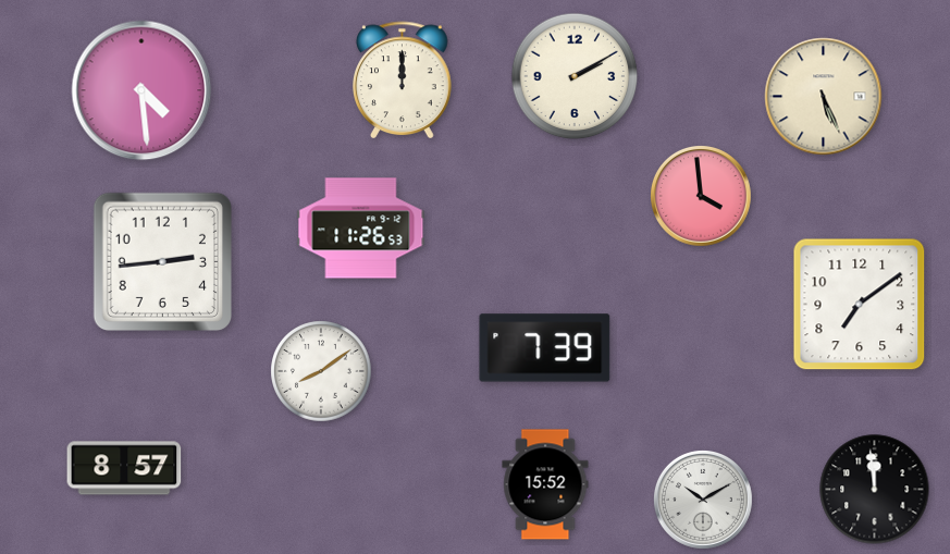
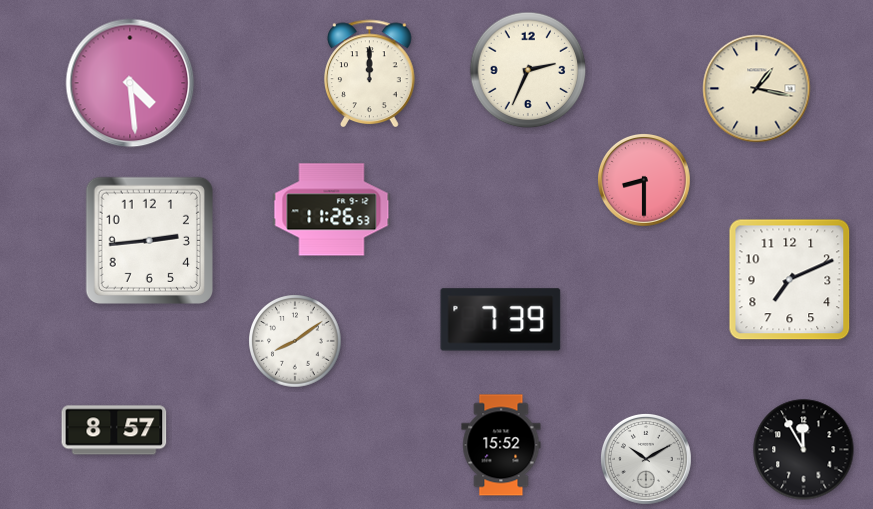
clock at (575, 76): 2:10 -> 2:34
clock at (824, 97): 5:26 -> 1:17
clock at (702, 197): 3:59 -> 8:30
clock at (860, 305): 7:09 -> 7:11
clock at (875, 490): 11:59 -> 11:55
